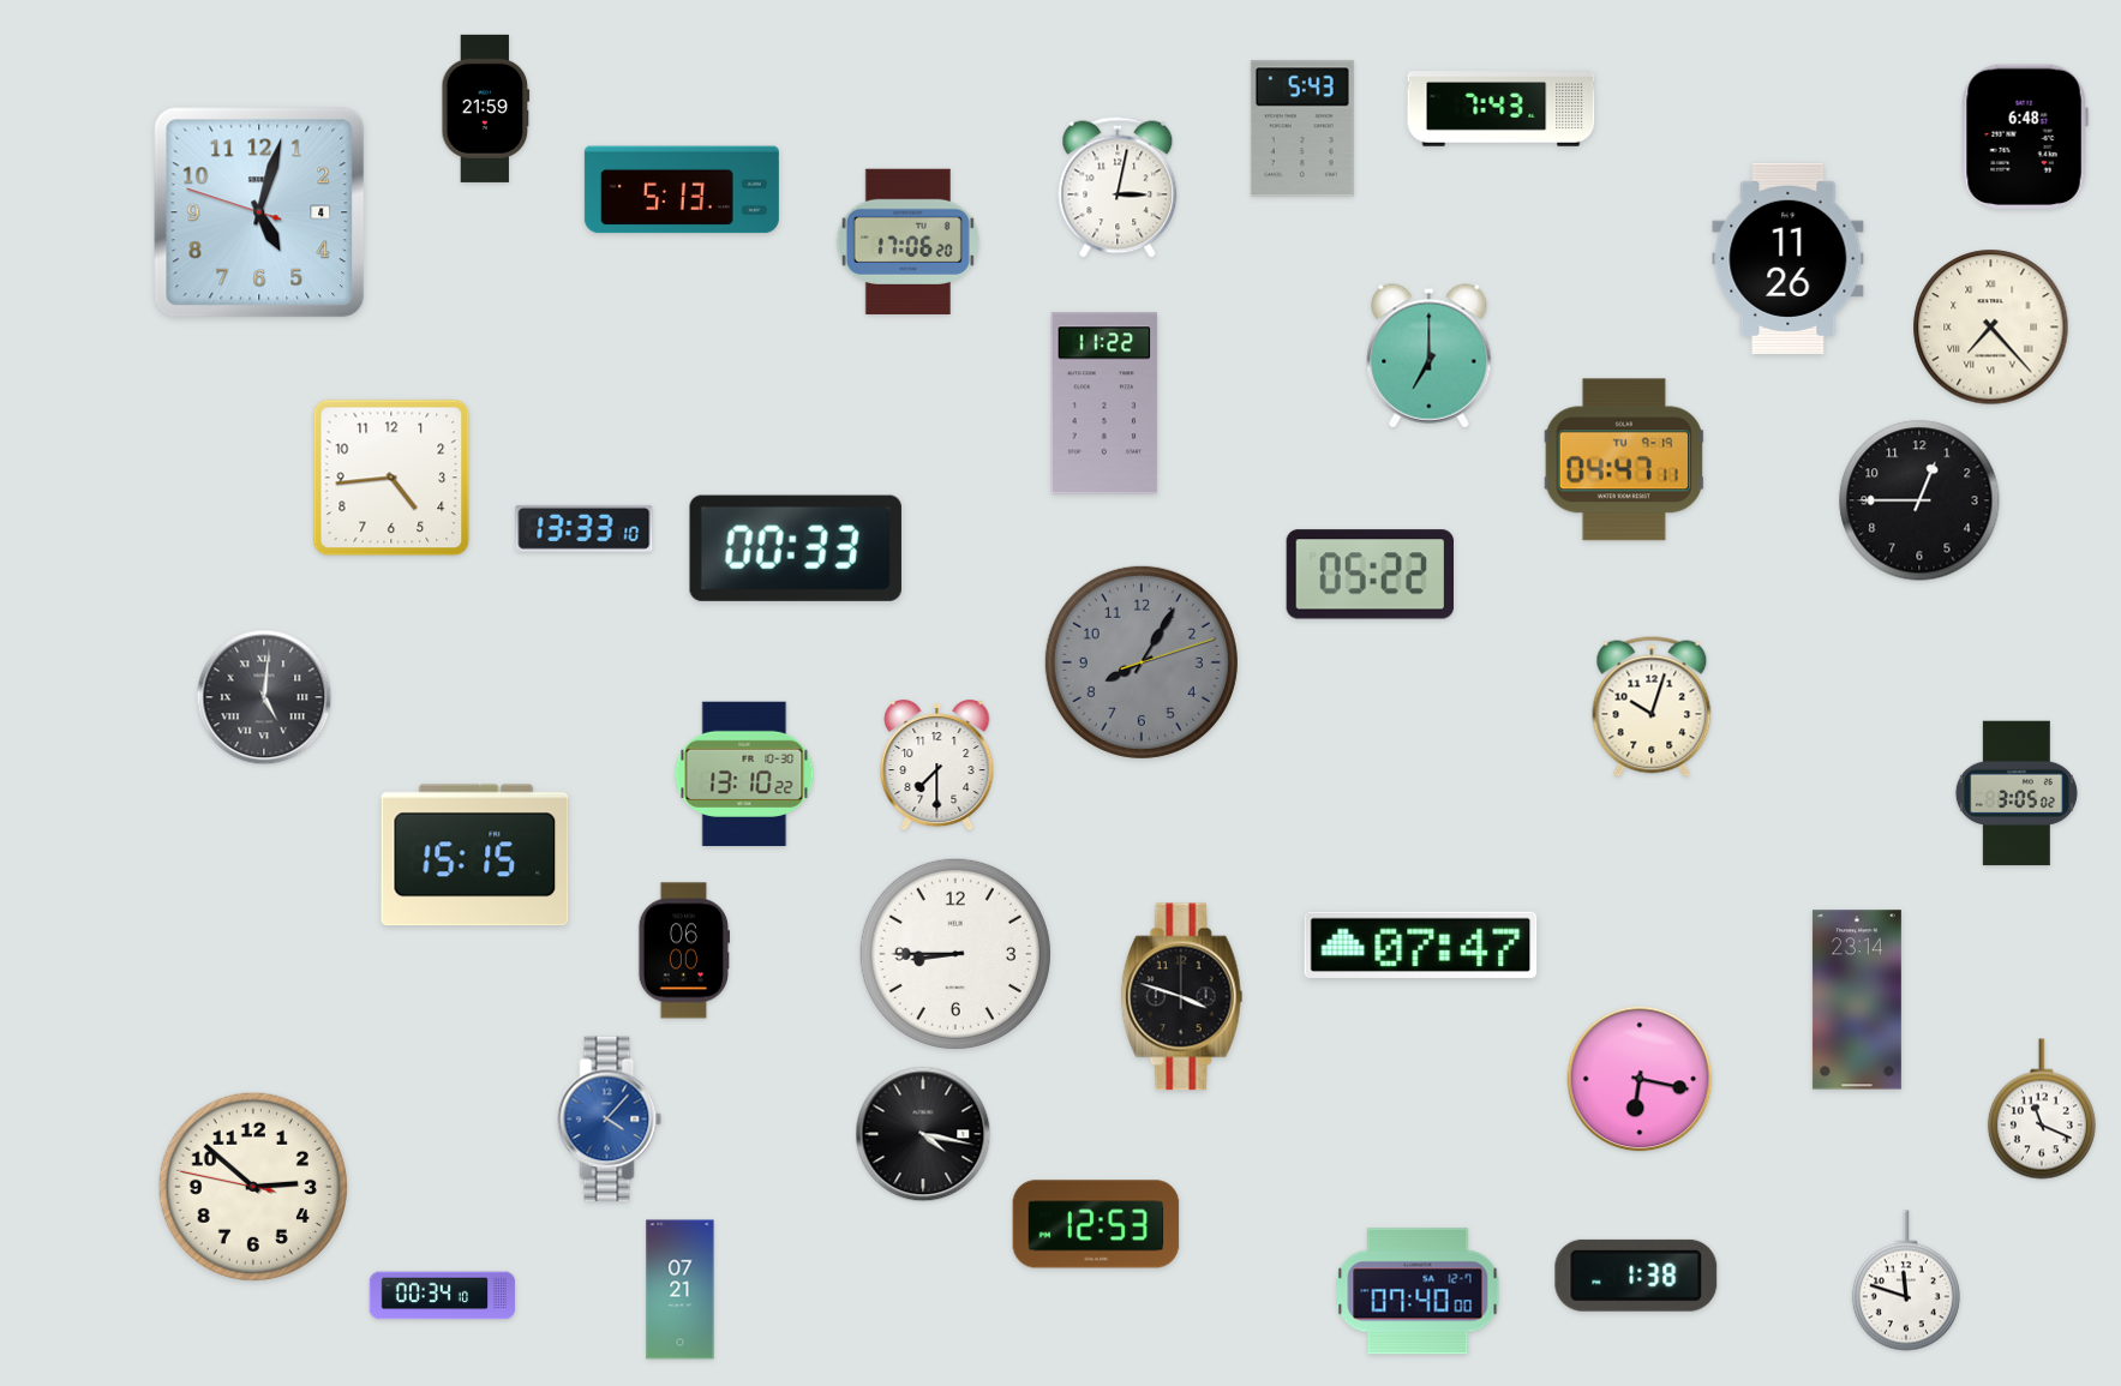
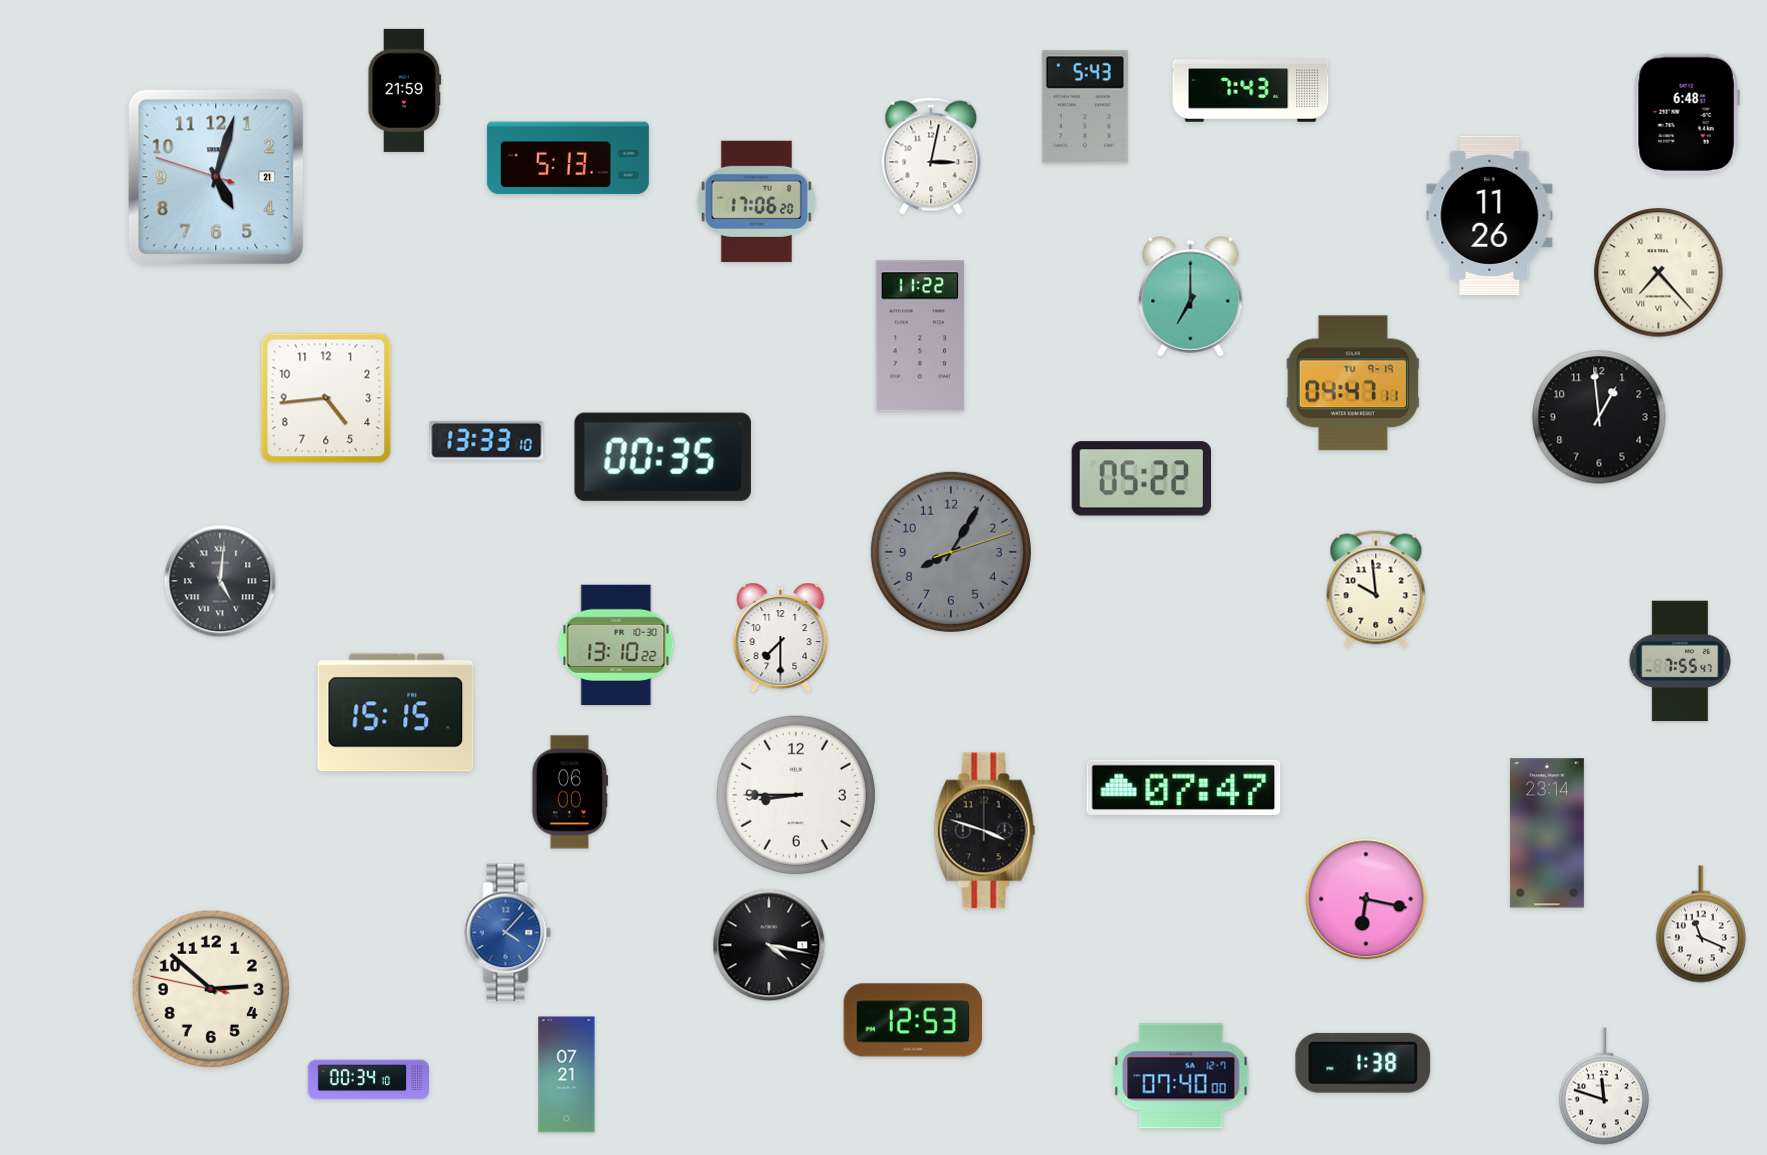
clock at (259, 212) date: 4 -> 21
clock at (1919, 500): 12:45 -> 12:59
clock at (796, 548): 00:33 -> 00:35
clock at (1652, 707): 10:03 -> 9:59
clock at (744, 774) position: (744, 774) -> (616, 645)
clock at (2017, 793): 3:05 -> 7:55
clock at (1906, 1280) position: (1906, 1280) -> (1604, 1086)
